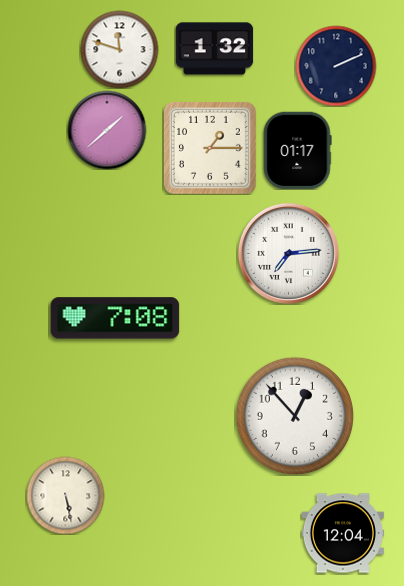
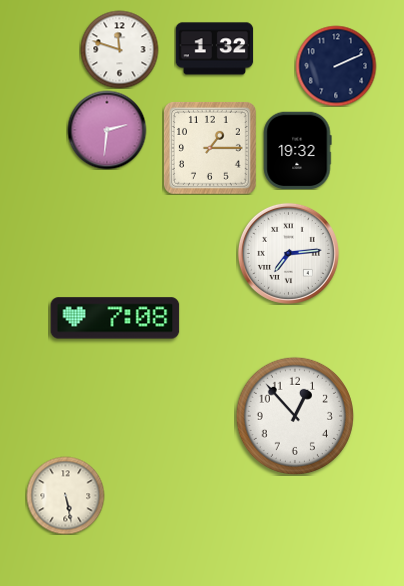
clock at (107, 130): 1:38 -> 2:31
clock at (298, 150): 01:17 -> 19:32
clock at (343, 533): 12:04 -> none
